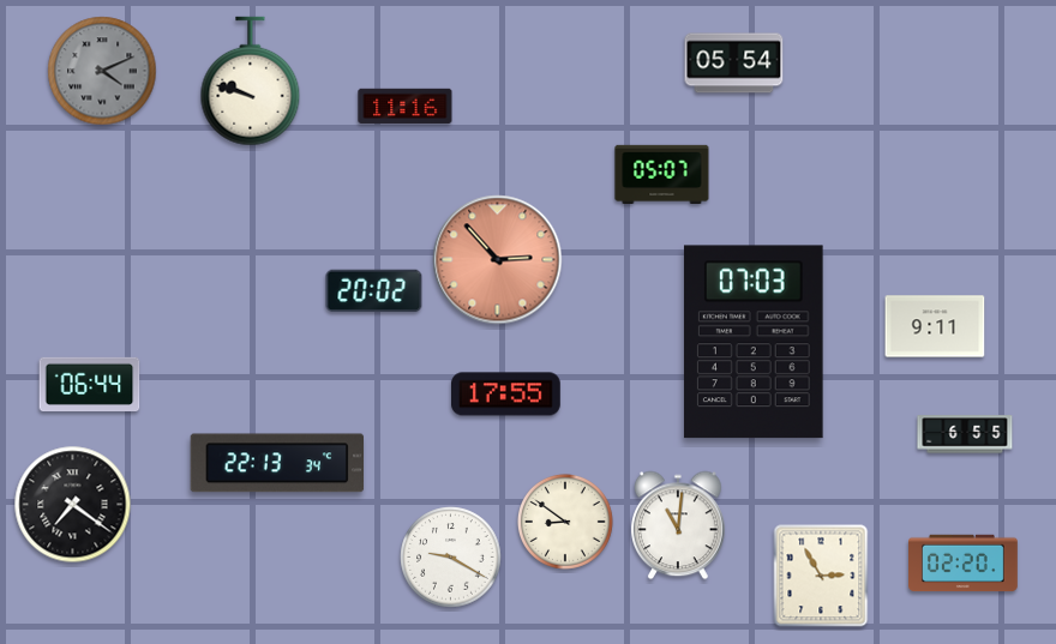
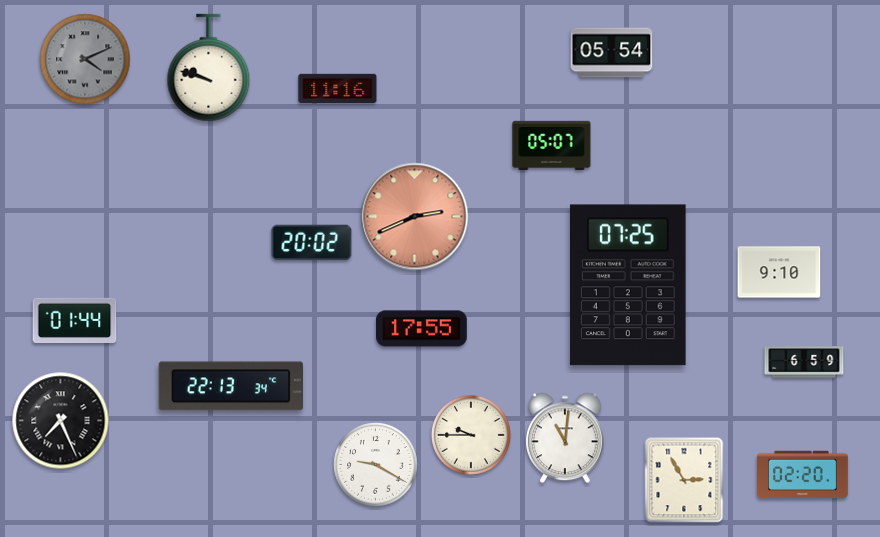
clock at (498, 260): 2:53 -> 2:41
clock at (935, 326): 9:11 -> 9:10
clock at (754, 342): 07:03 -> 07:25
clock at (90, 384): 06:44 -> 01:44
clock at (965, 434): 6:55 -> 6:59
clock at (73, 505): 7:21 -> 7:26
clock at (565, 522): 8:51 -> 9:45
clock at (964, 564) position: (964, 564) -> (803, 475)
